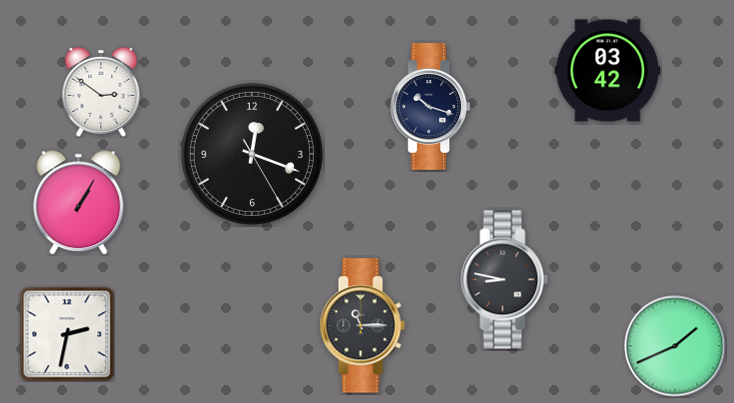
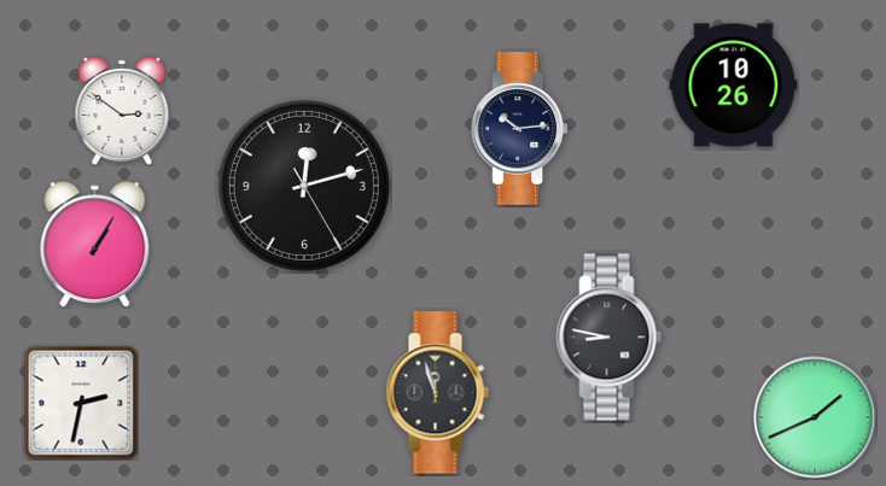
clock at (608, 71): 03:42 -> 10:26
clock at (431, 107): 10:18 -> 10:14
clock at (252, 154): 12:18 -> 12:12
clock at (362, 326): 11:15 -> 11:57
